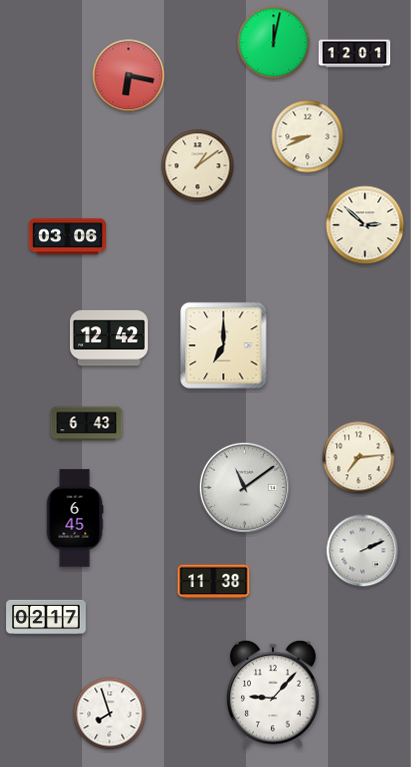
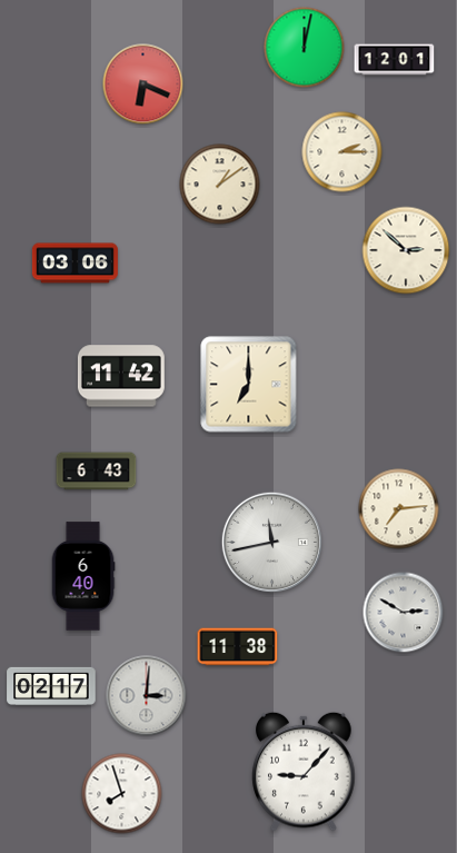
clock at (129, 76): 6:17 -> 6:19
clock at (308, 137): 8:41 -> 2:15
clock at (109, 338): 12:42 -> 11:42
clock at (244, 487): 11:09 -> 11:43
clock at (75, 518): 6:45 -> 6:40
clock at (363, 551): 2:11 -> 2:50
clock at (147, 696): none -> 3:01
